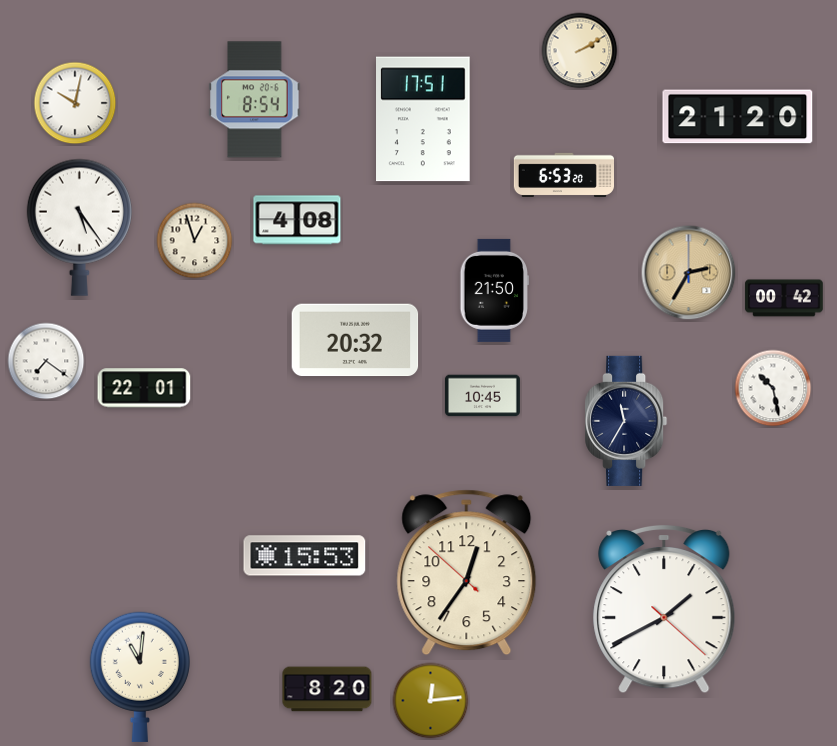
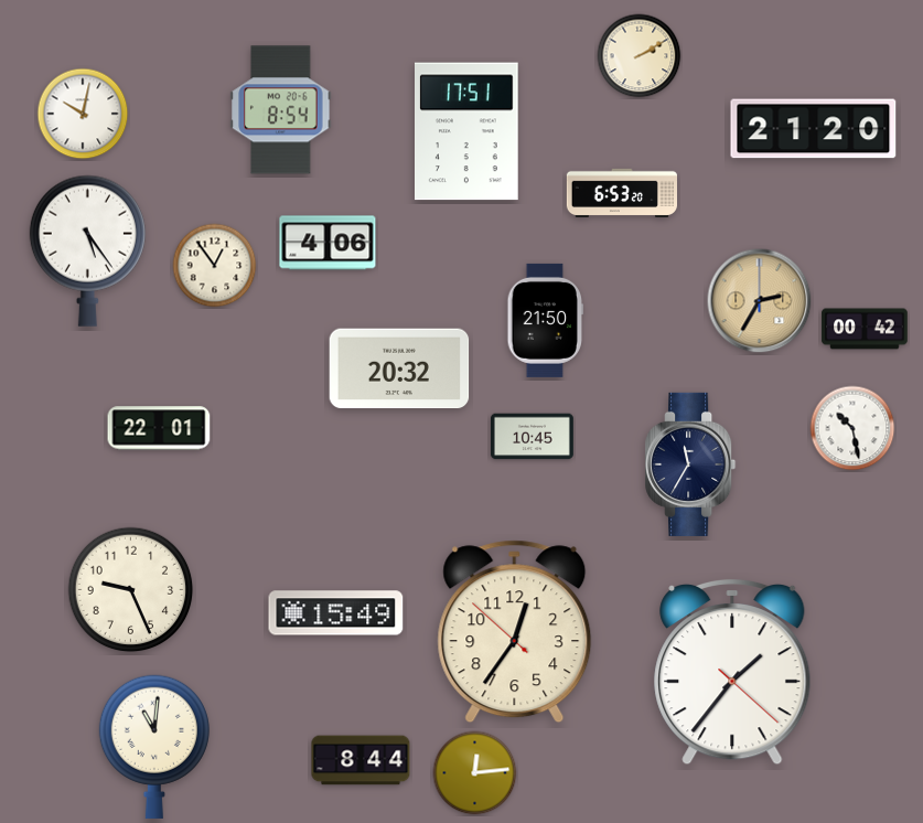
clock at (297, 220): 4:08 -> 4:06
clock at (195, 241): 12:57 -> 12:54
clock at (355, 340) position: (355, 340) -> (399, 368)
clock at (46, 361): 7:21 -> none
clock at (131, 590): none -> 9:26
clock at (305, 556): 15:53 -> 15:49
clock at (664, 609): 1:40 -> 1:36
clock at (327, 689): 8:20 -> 8:44
